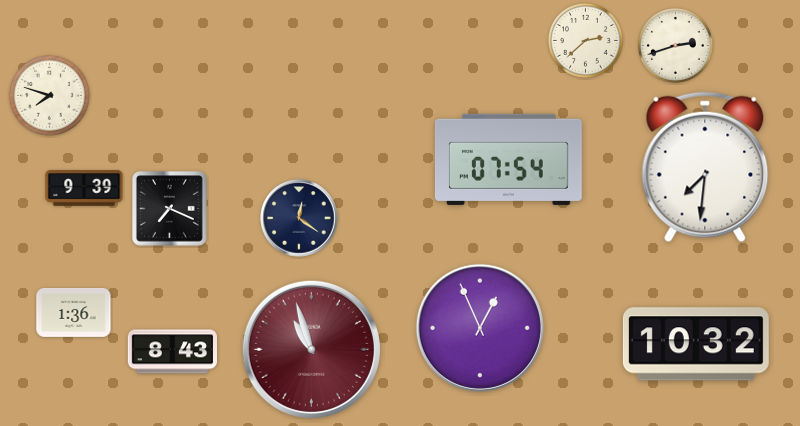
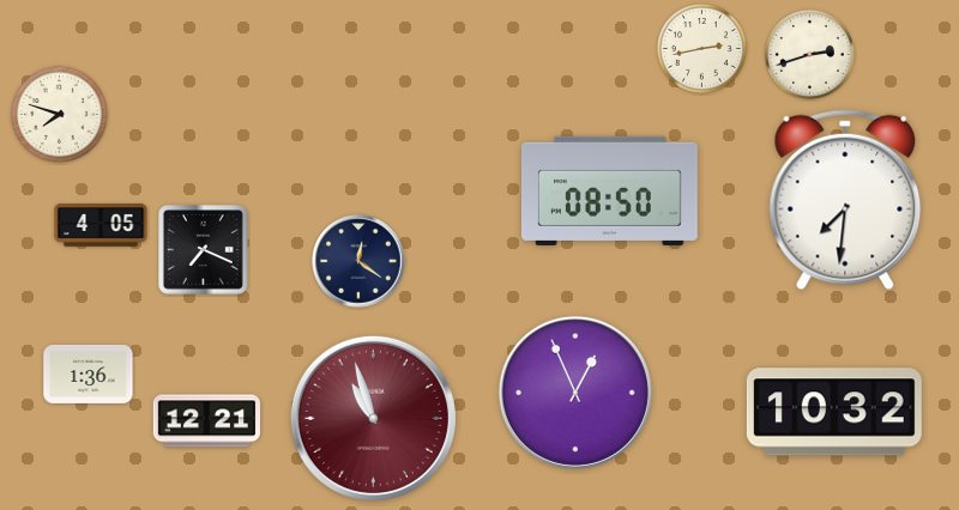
clock at (585, 40): 2:38 -> 2:43
clock at (508, 159): 07:54 -> 08:50
clock at (84, 188): 9:39 -> 4:05
clock at (172, 352): 8:43 -> 12:21
